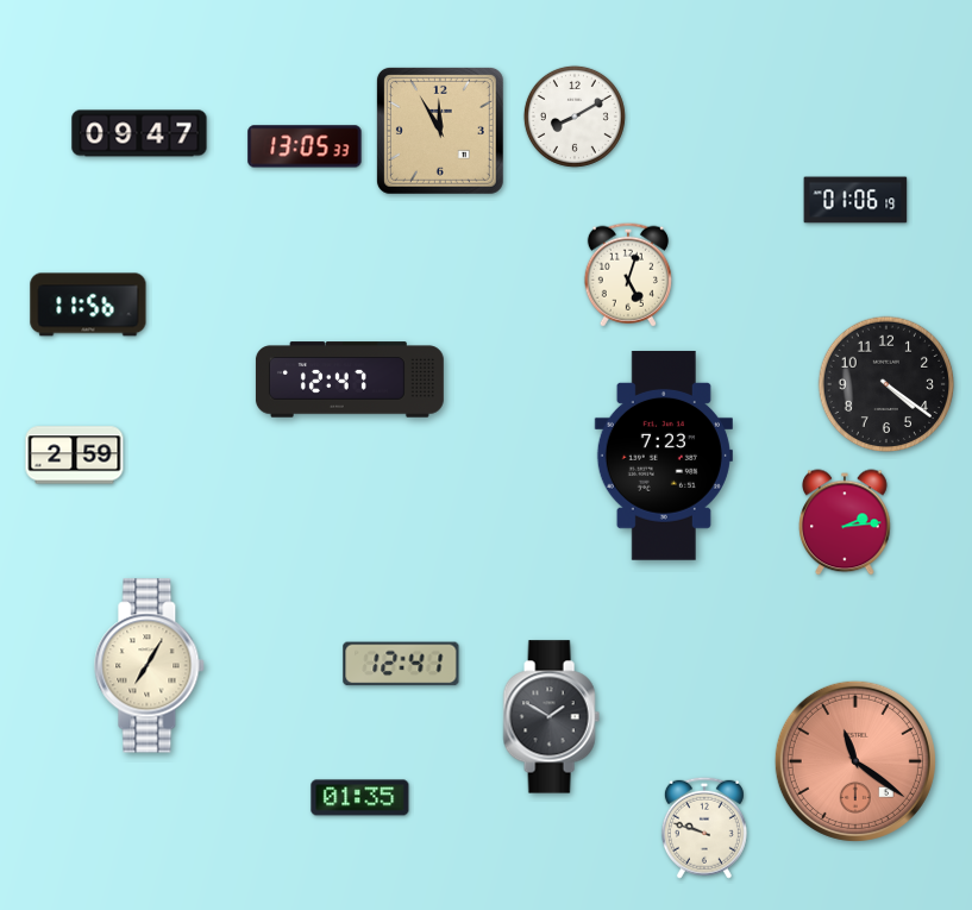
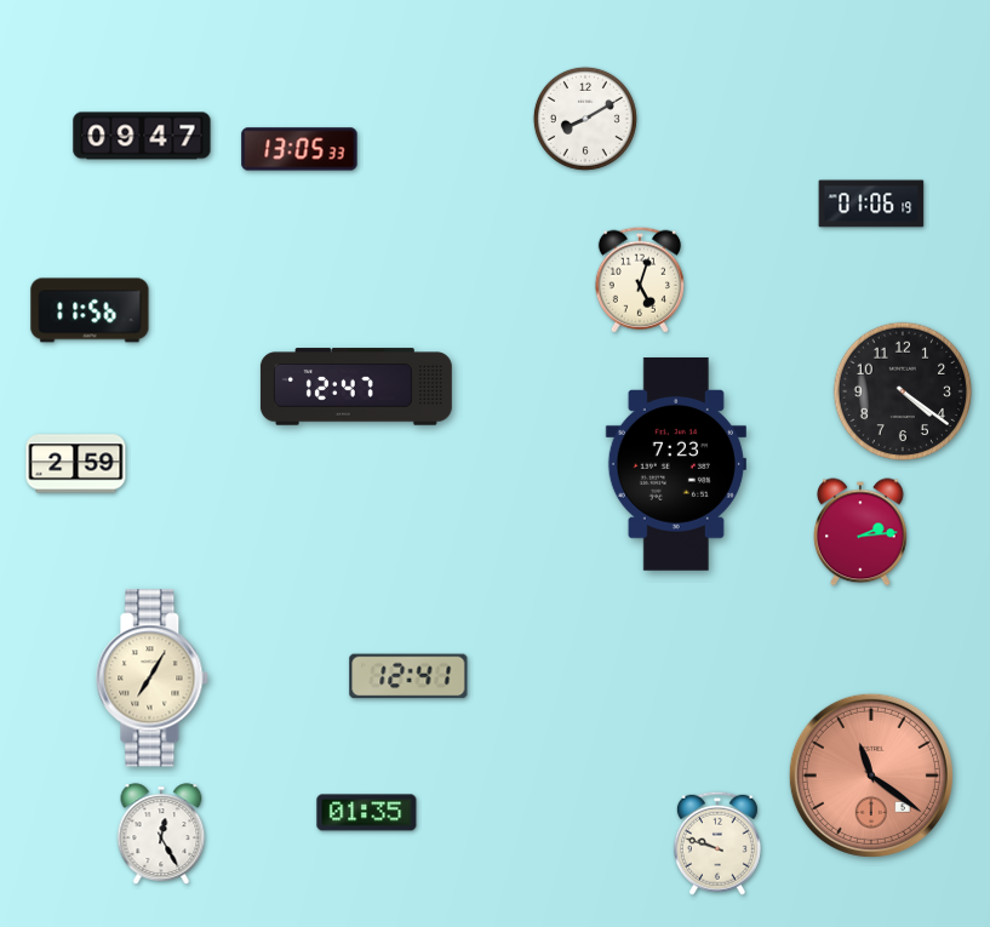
clock at (440, 131): 11:55 -> none
clock at (305, 146) position: (305, 146) -> (299, 149)
clock at (551, 717): 1:50 -> none
clock at (161, 834): none -> 12:25
